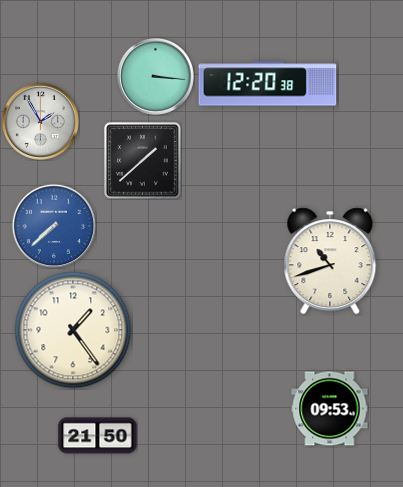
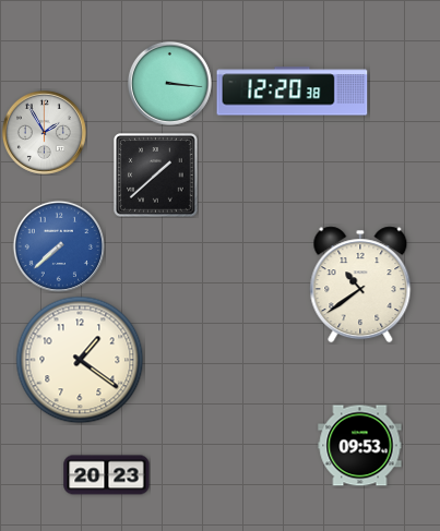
clock at (330, 261): 10:42 -> 10:39
clock at (73, 330): 1:24 -> 1:21
clock at (98, 436): 21:50 -> 20:23
